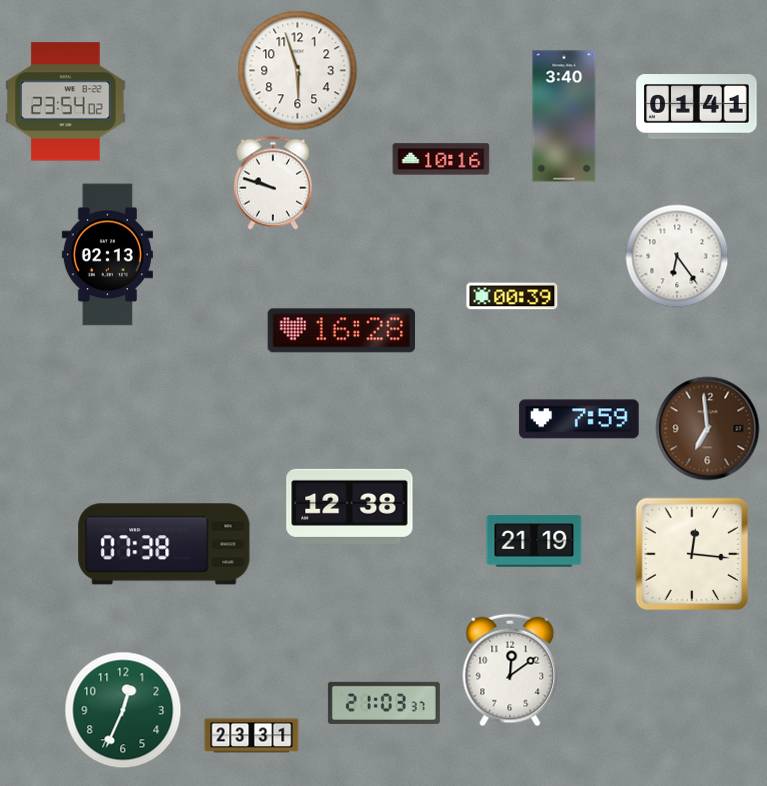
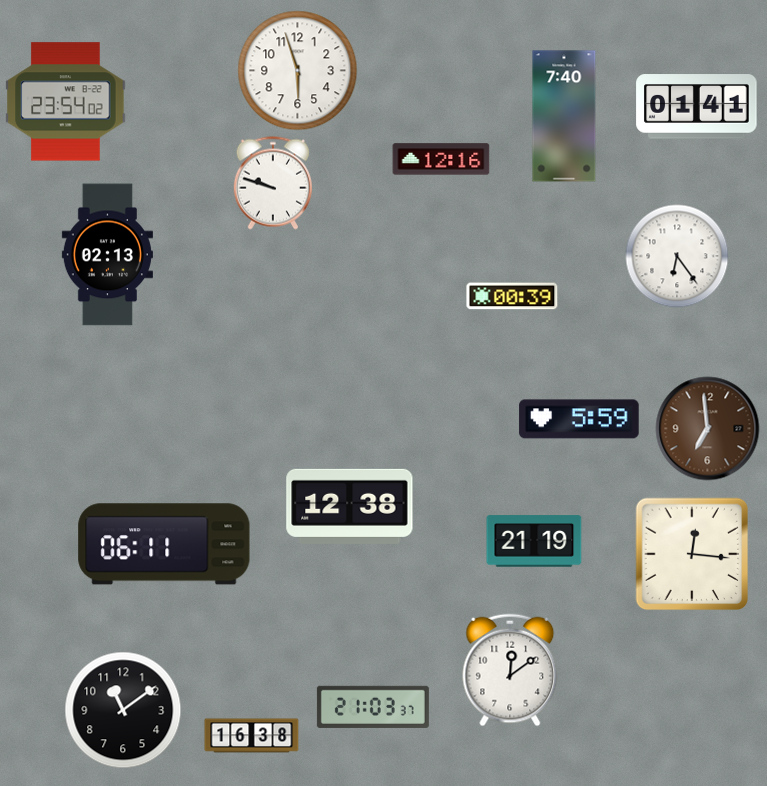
clock at (564, 116): 3:40 -> 7:40
clock at (441, 159): 10:16 -> 12:16
clock at (342, 331): 16:28 -> none
clock at (579, 419): 7:59 -> 5:59
clock at (164, 544): 07:38 -> 06:11
clock at (384, 703) position: (384, 703) -> (373, 707)
clock at (123, 710): 12:34 -> 11:09
clock at (123, 710) dial: green -> black
clock at (252, 736): 23:31 -> 16:38
